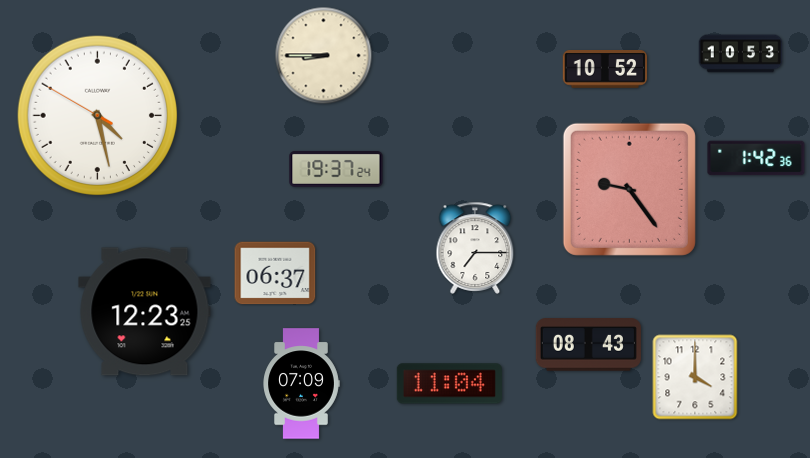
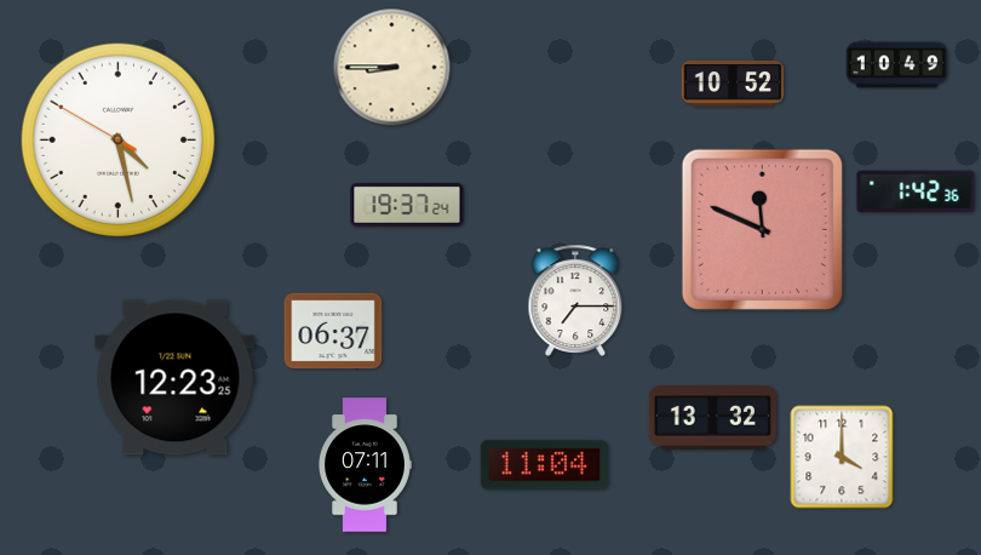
clock at (741, 54): 10:53 -> 10:49
clock at (629, 189): 9:24 -> 11:49
clock at (588, 345): 08:43 -> 13:32
clock at (301, 384): 07:09 -> 07:11
